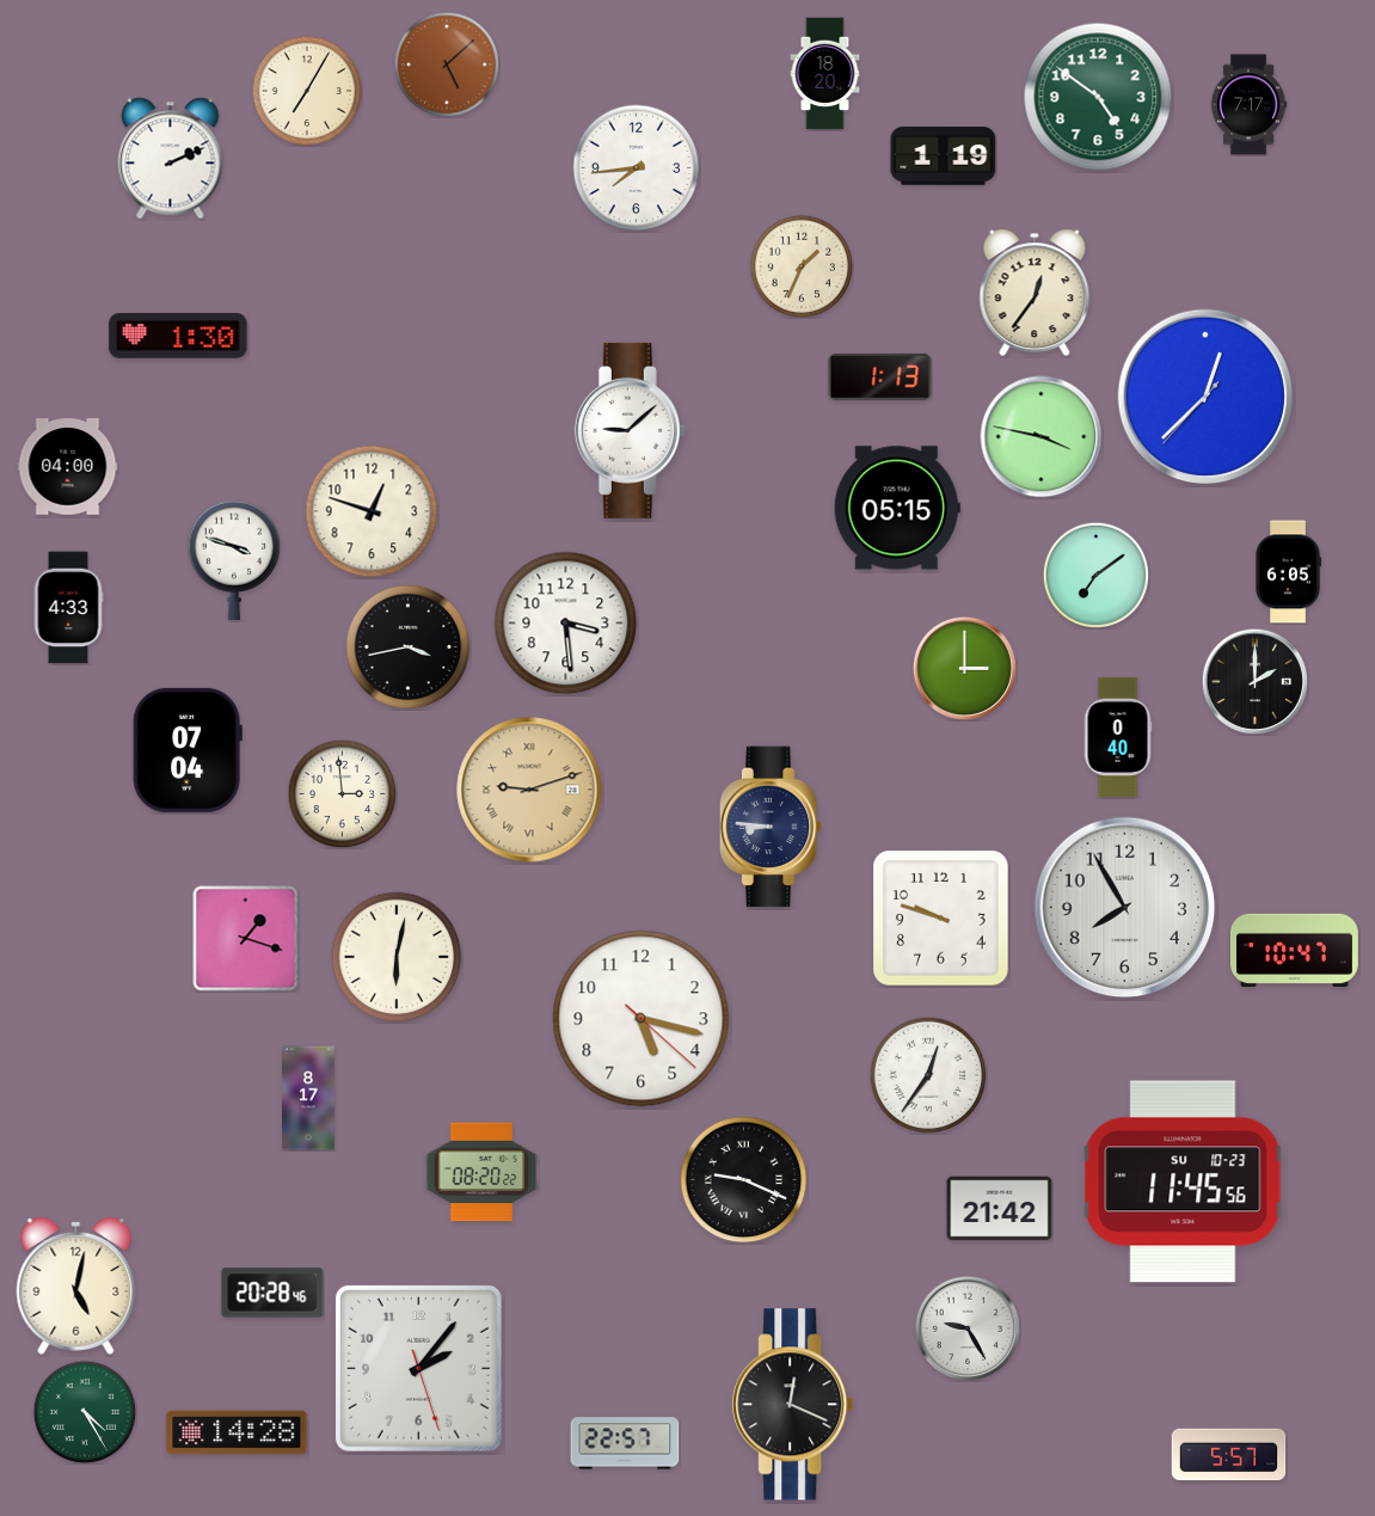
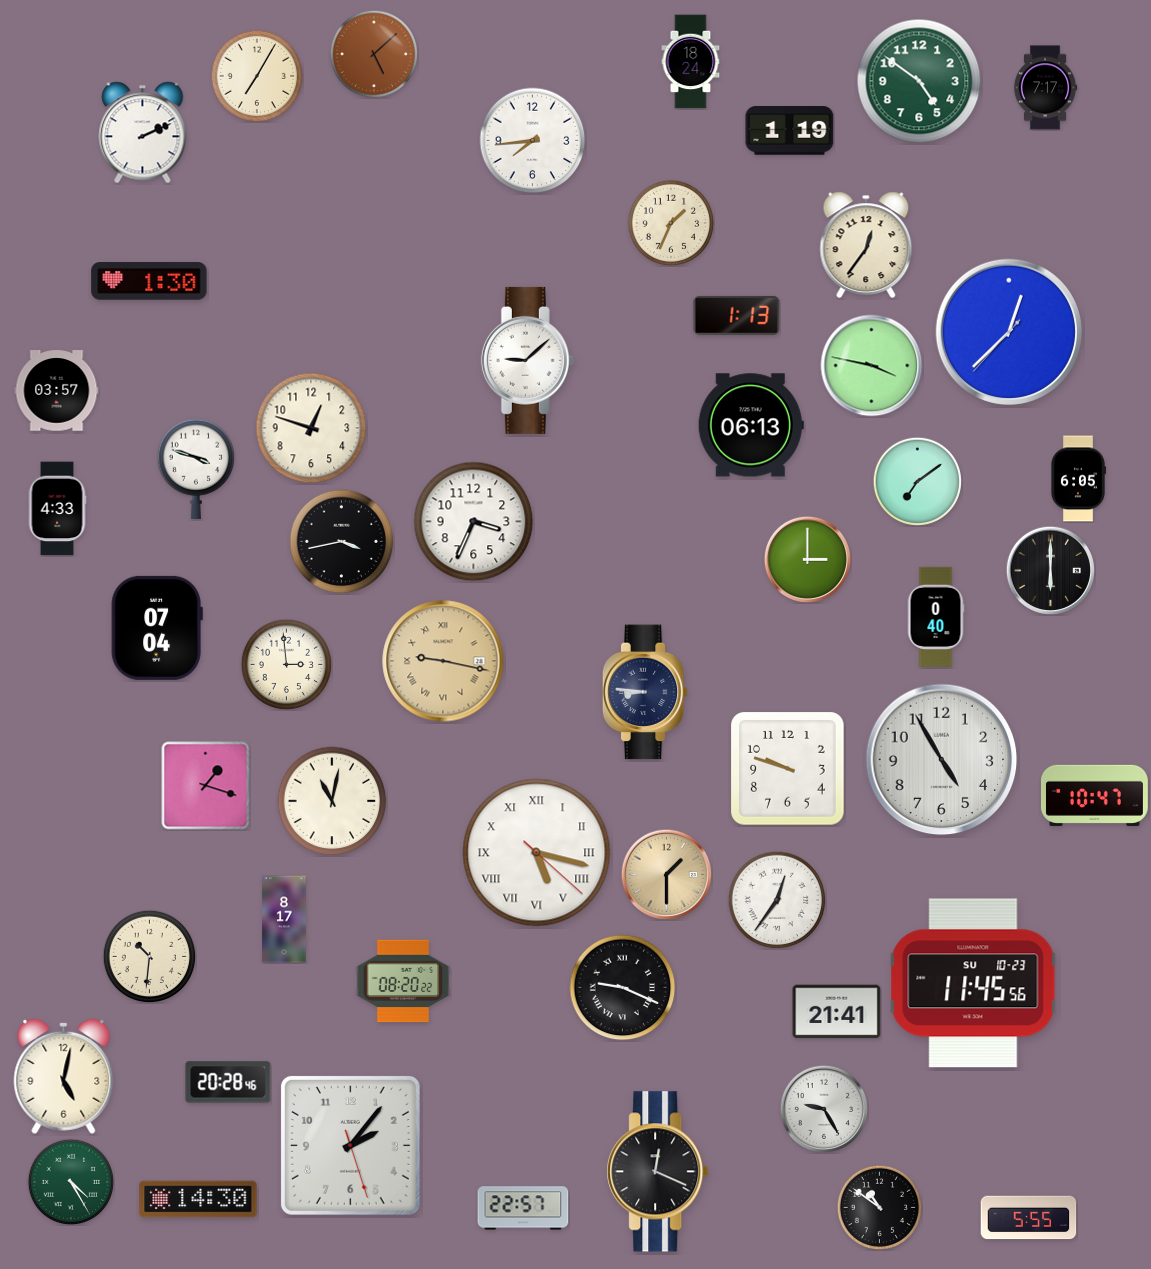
clock at (825, 74): 18:20 -> 18:24
clock at (68, 467): 04:00 -> 03:57
clock at (897, 508): 05:15 -> 06:13
clock at (566, 624): 3:29 -> 3:34
clock at (1254, 681): 2:00 -> 6:00
clock at (529, 790): 9:12 -> 9:17
clock at (1125, 908): 7:55 -> 4:55
clock at (1295, 950) position: (1295, 950) -> (1095, 795)
clock at (397, 957): 6:02 -> 11:02
clock at (642, 1019) numerals: Arabic -> Roman
clock at (666, 874): none -> 1:30
clock at (308, 1098) position: (308, 1098) -> (284, 919)
clock at (149, 956): none -> 10:31
clock at (1183, 1182) position: (1183, 1182) -> (973, 983)
clock at (1000, 1209): 21:42 -> 21:41
clock at (968, 1328) position: (968, 1328) -> (824, 1109)
clock at (793, 1405) position: (793, 1405) -> (658, 1172)
clock at (237, 1432): 14:28 -> 14:30
clock at (879, 1207): none -> 10:51
clock at (1229, 1455): 5:57 -> 5:55
